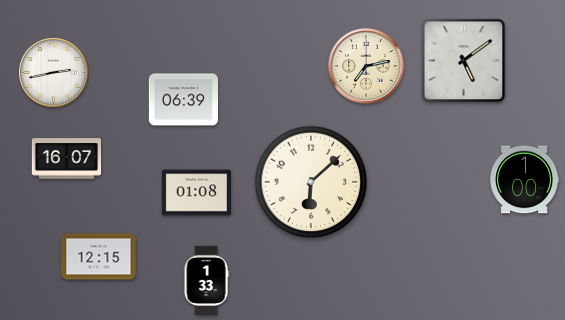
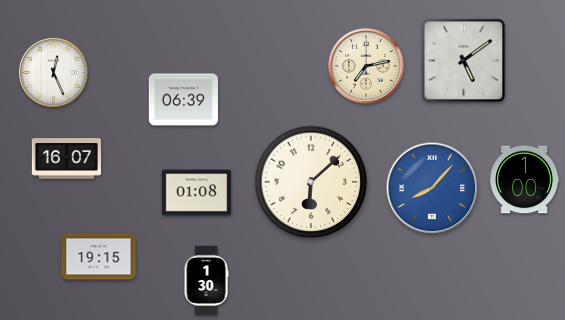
clock at (53, 72): 2:43 -> 12:26
clock at (432, 188): none -> 8:07
clock at (99, 257): 12:15 -> 19:15
clock at (206, 280): 1:33 -> 1:30
